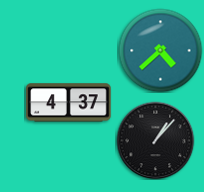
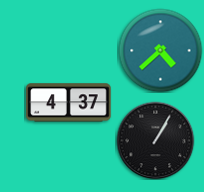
clock at (155, 140): 1:07 -> 1:05
